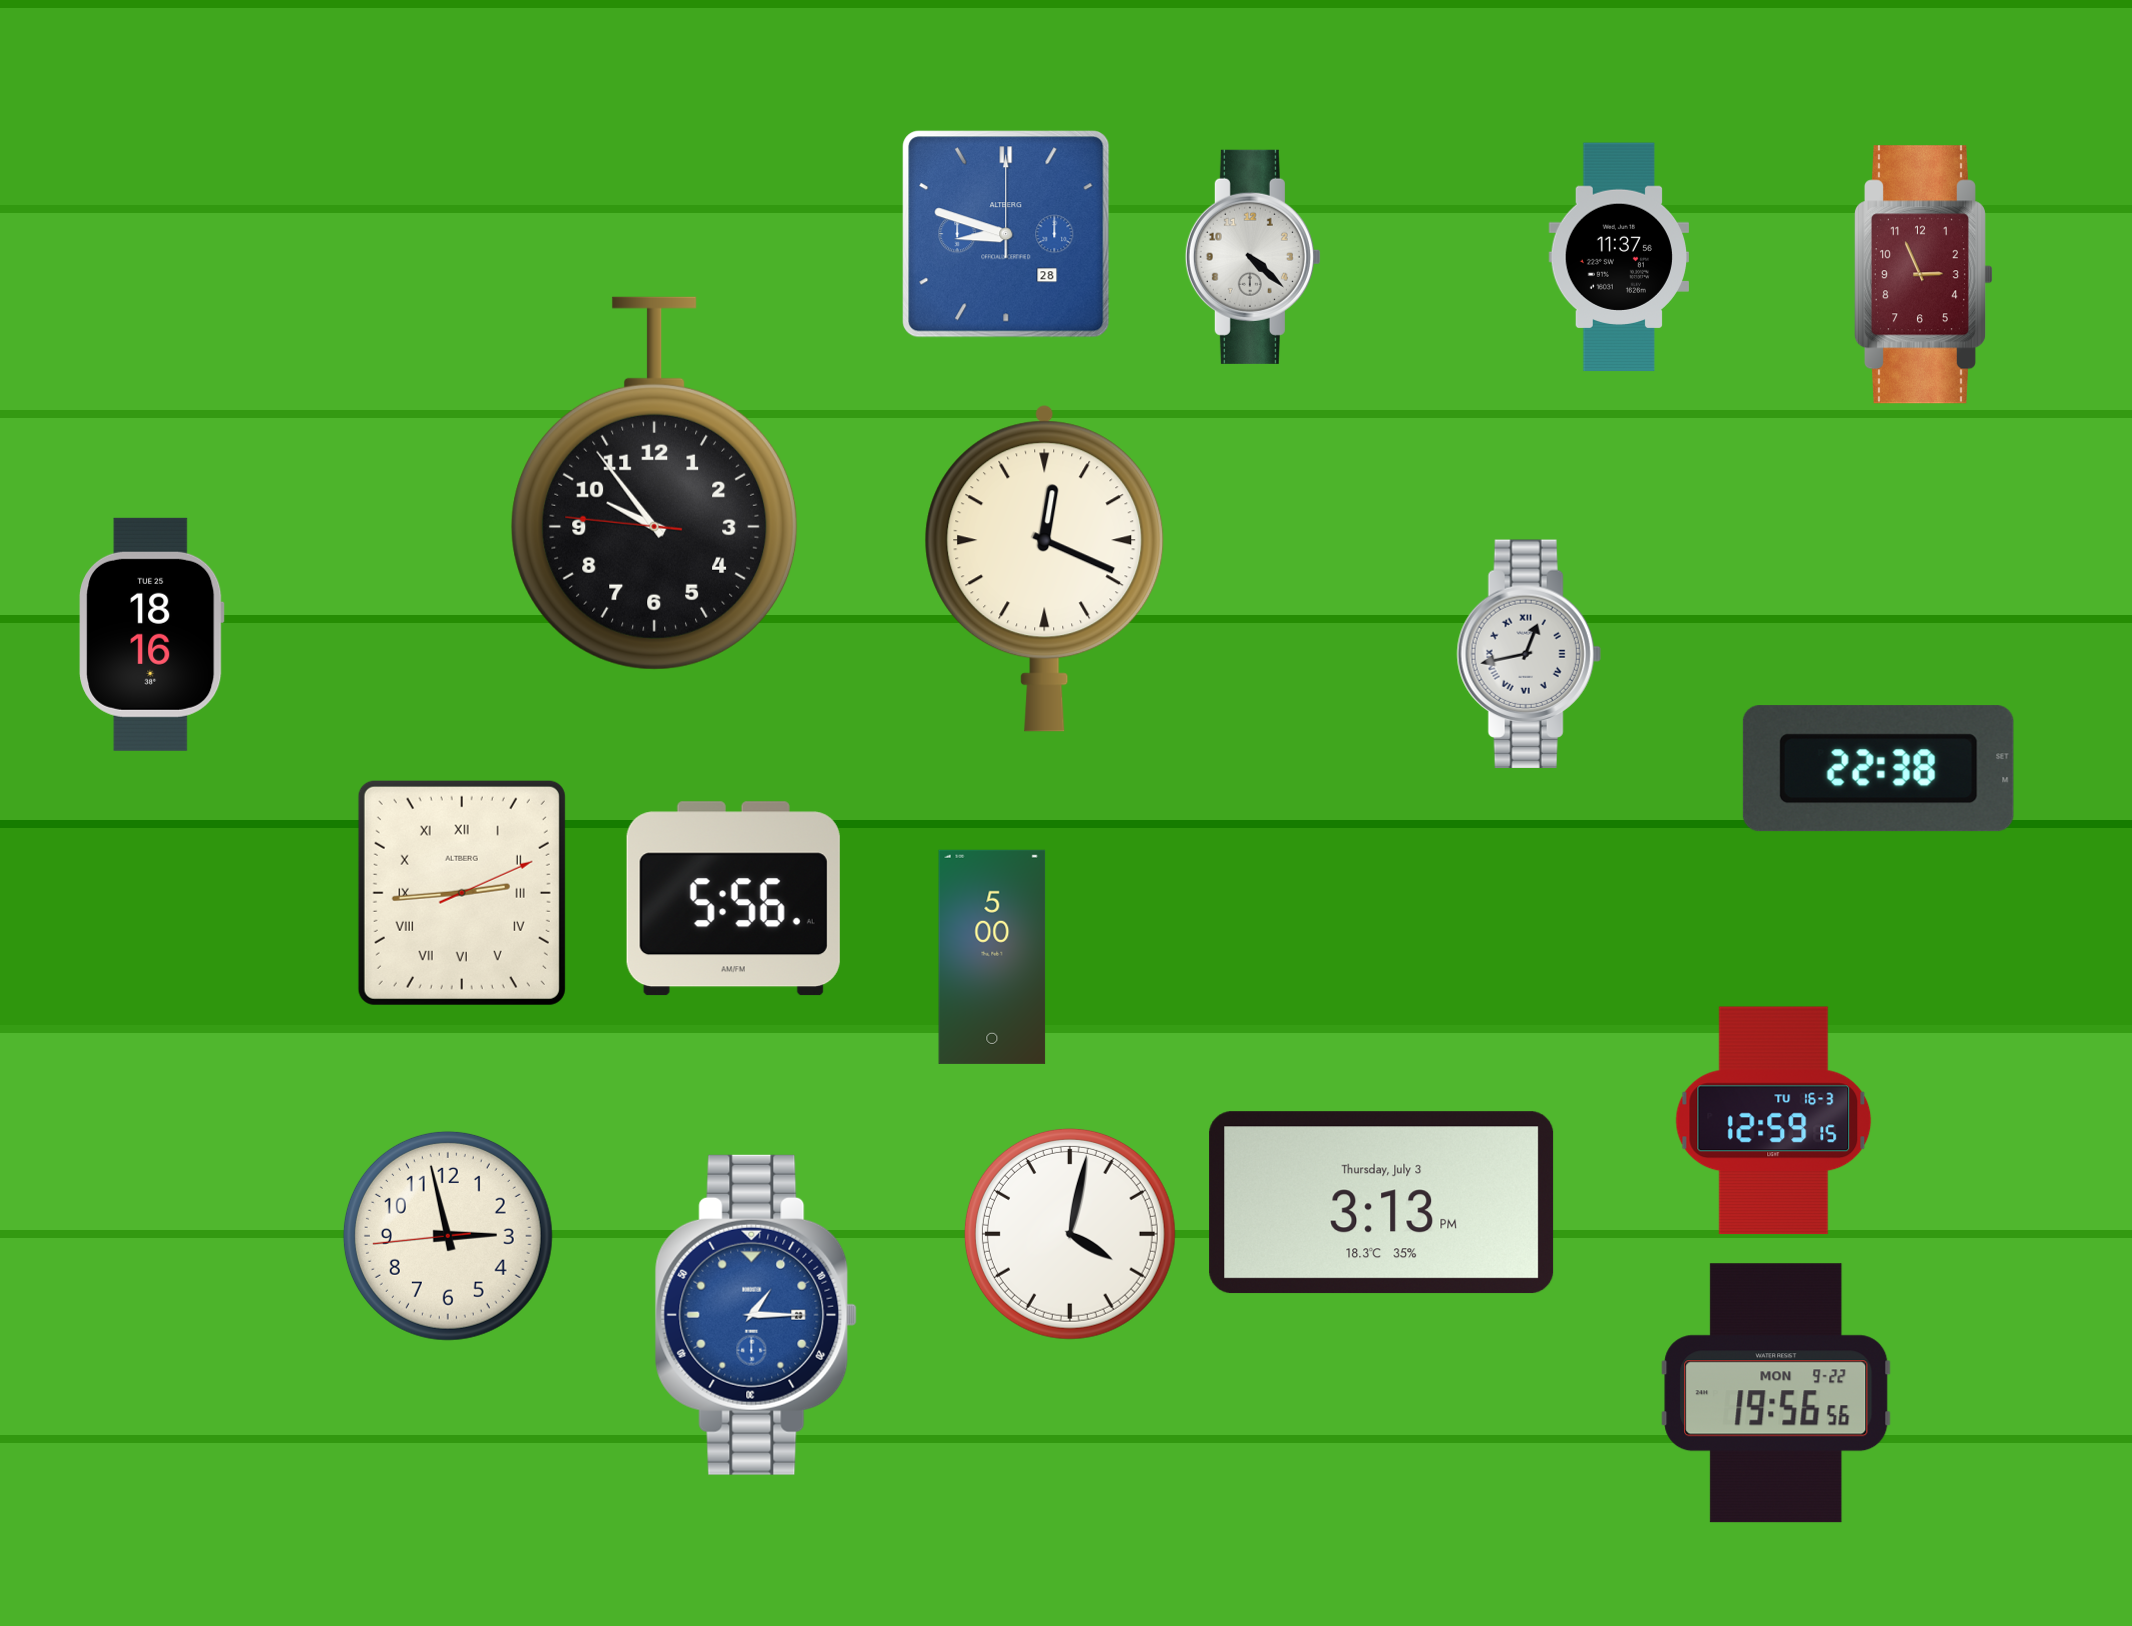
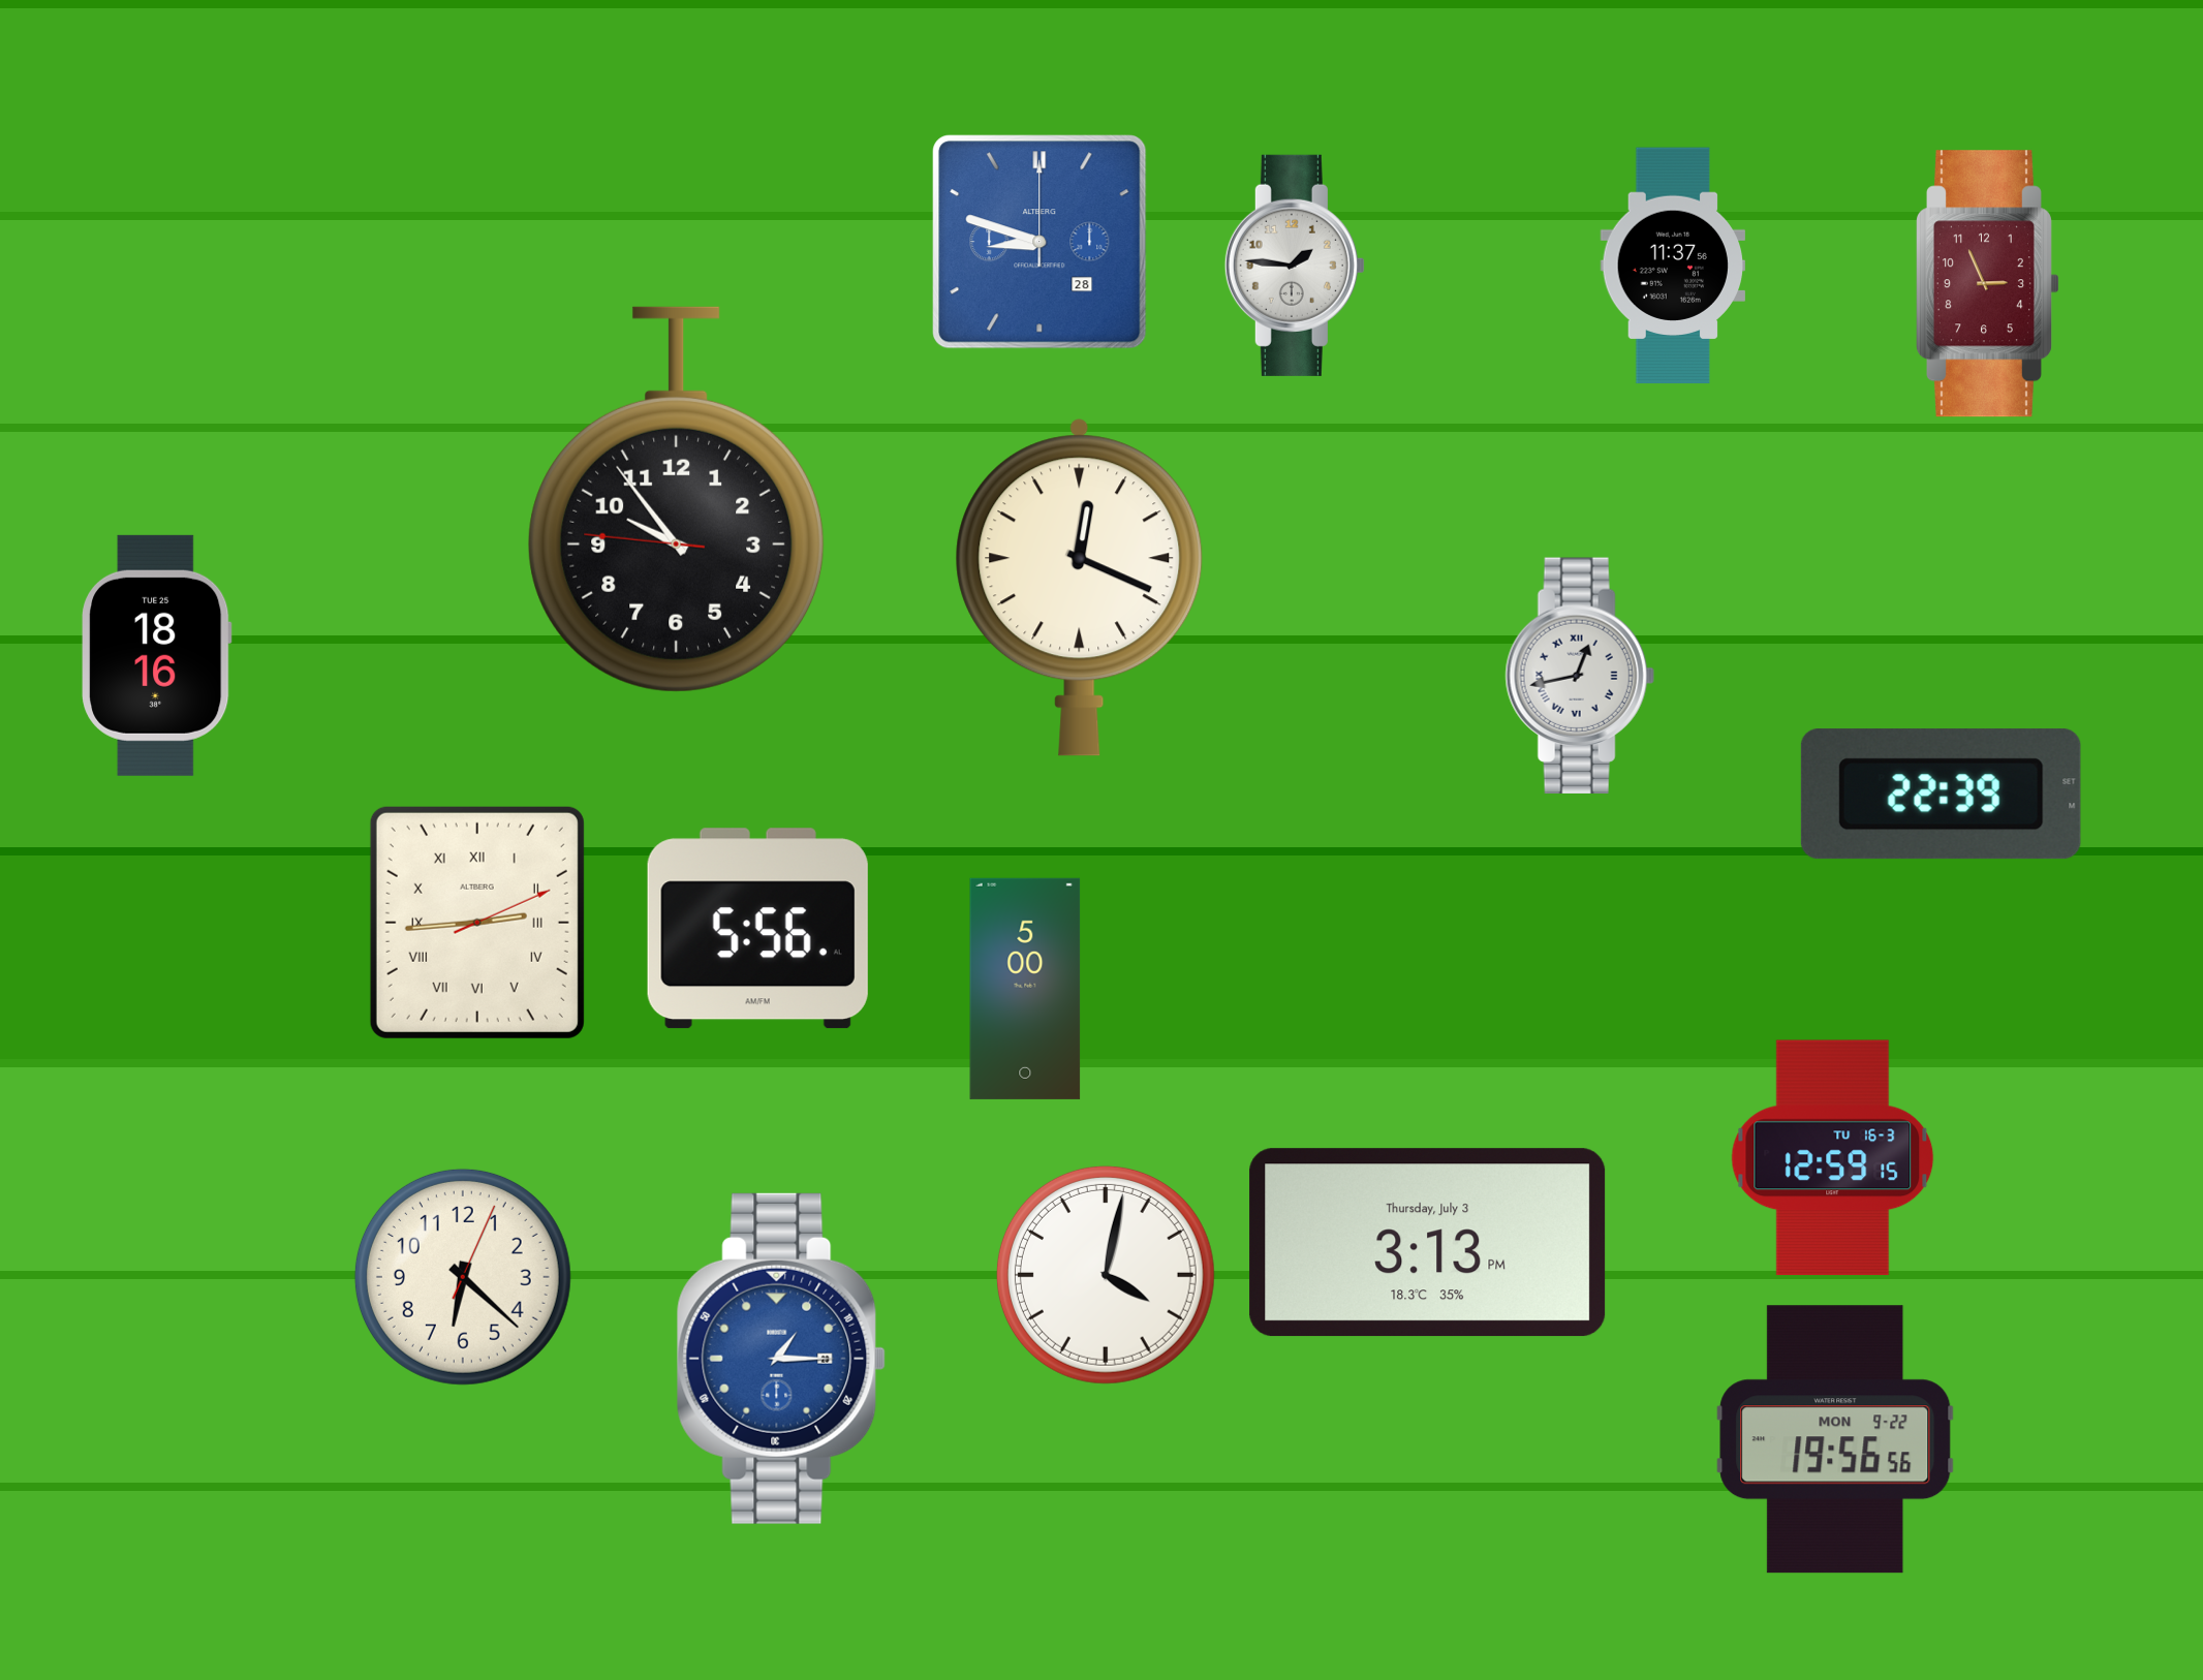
clock at (1253, 257): 4:22 -> 1:46
clock at (1878, 769): 22:38 -> 22:39
clock at (448, 1236): 2:57 -> 6:22
